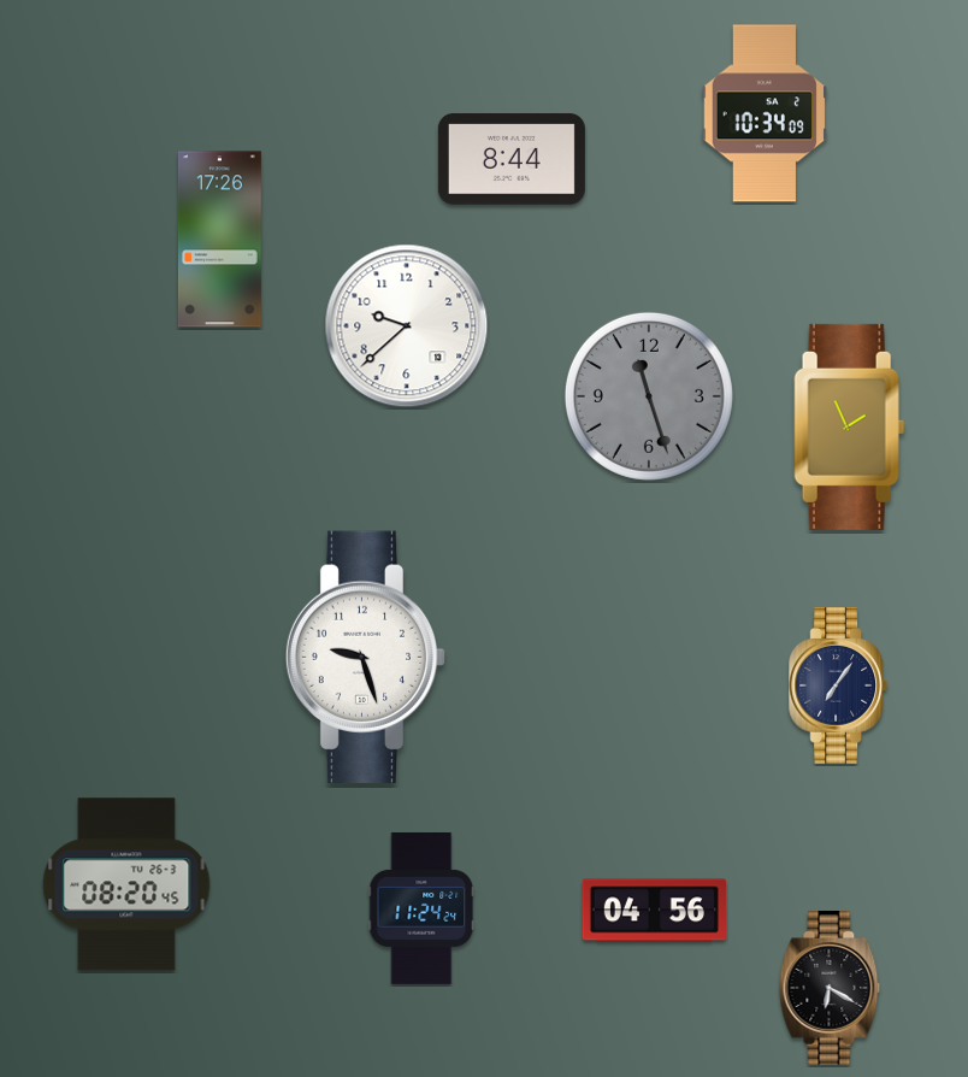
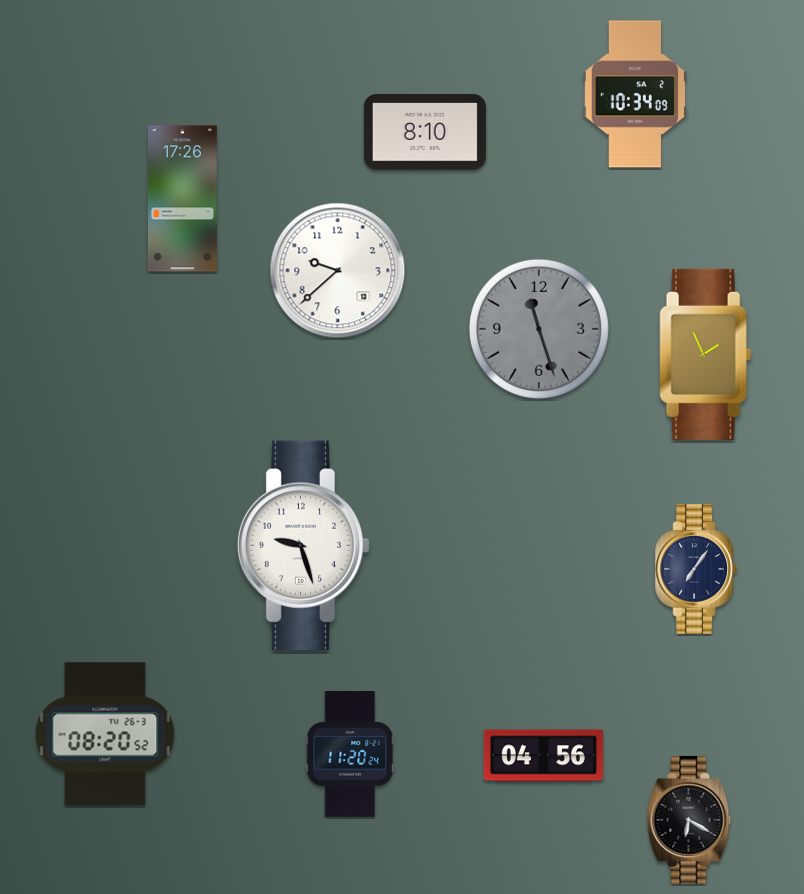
clock at (512, 159): 8:44 -> 8:10
clock at (126, 884): 08:20:45 -> 08:20:52
clock at (421, 908): 11:24 -> 11:20
